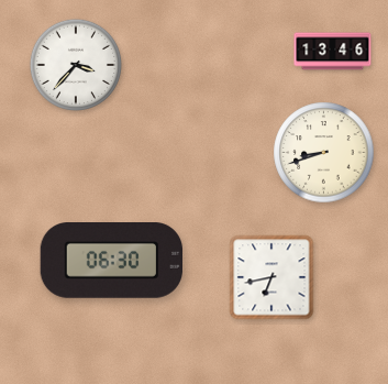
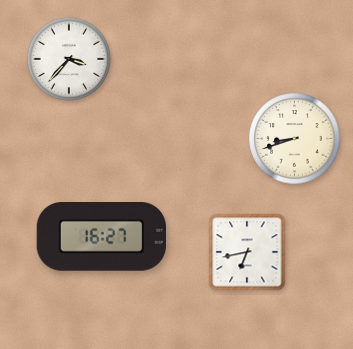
clock at (333, 52): 13:46 -> none
clock at (111, 261): 06:30 -> 16:27
